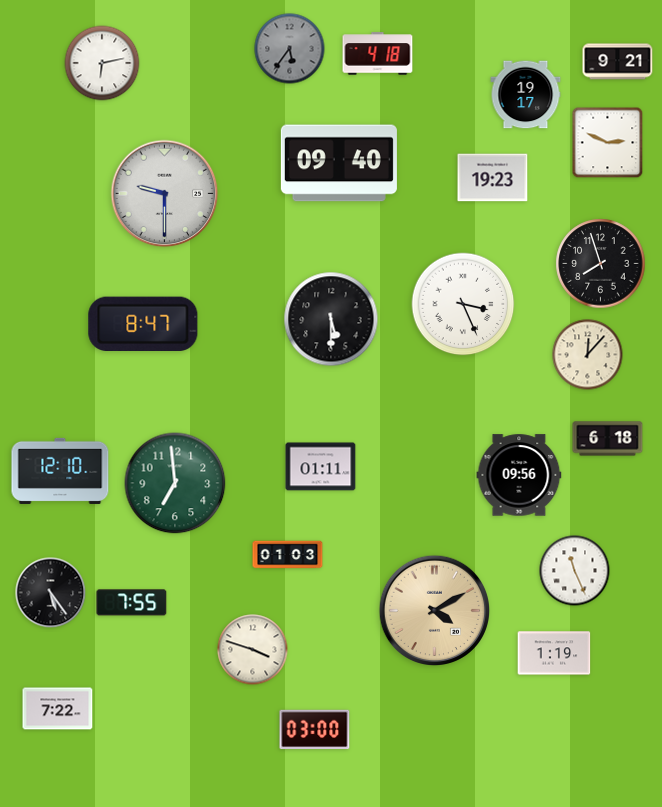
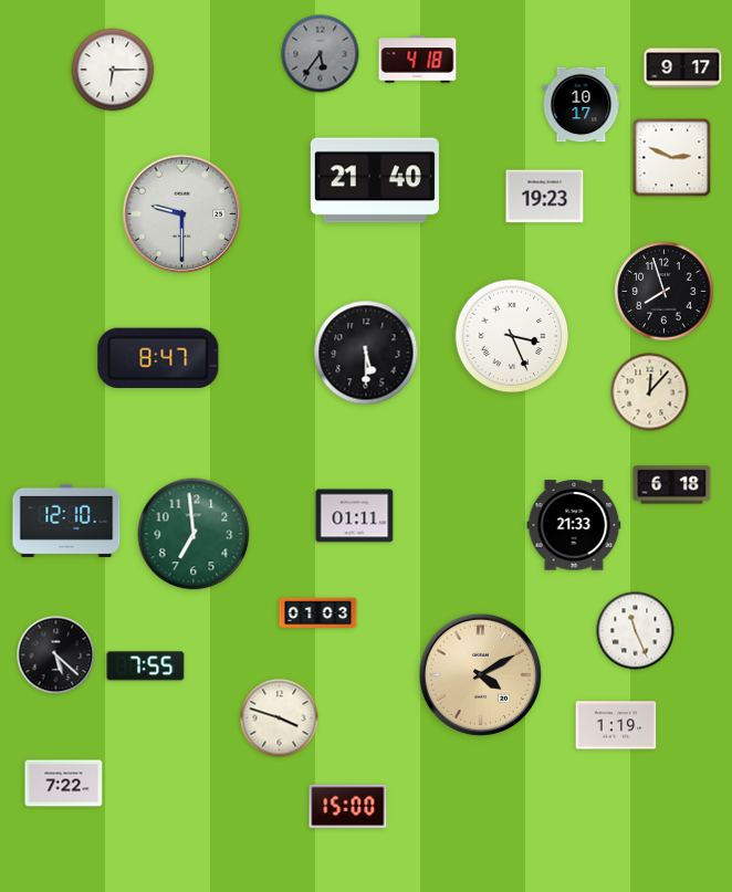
clock at (618, 62): 9:21 -> 9:17
clock at (102, 63): 6:13 -> 6:15
clock at (526, 95): 19:17 -> 10:17
clock at (339, 163): 09:40 -> 21:40
clock at (519, 475): 09:56 -> 21:33
clock at (51, 593): 5:24 -> 5:22
clock at (554, 653) position: (554, 653) -> (616, 725)
clock at (315, 730): 03:00 -> 15:00
